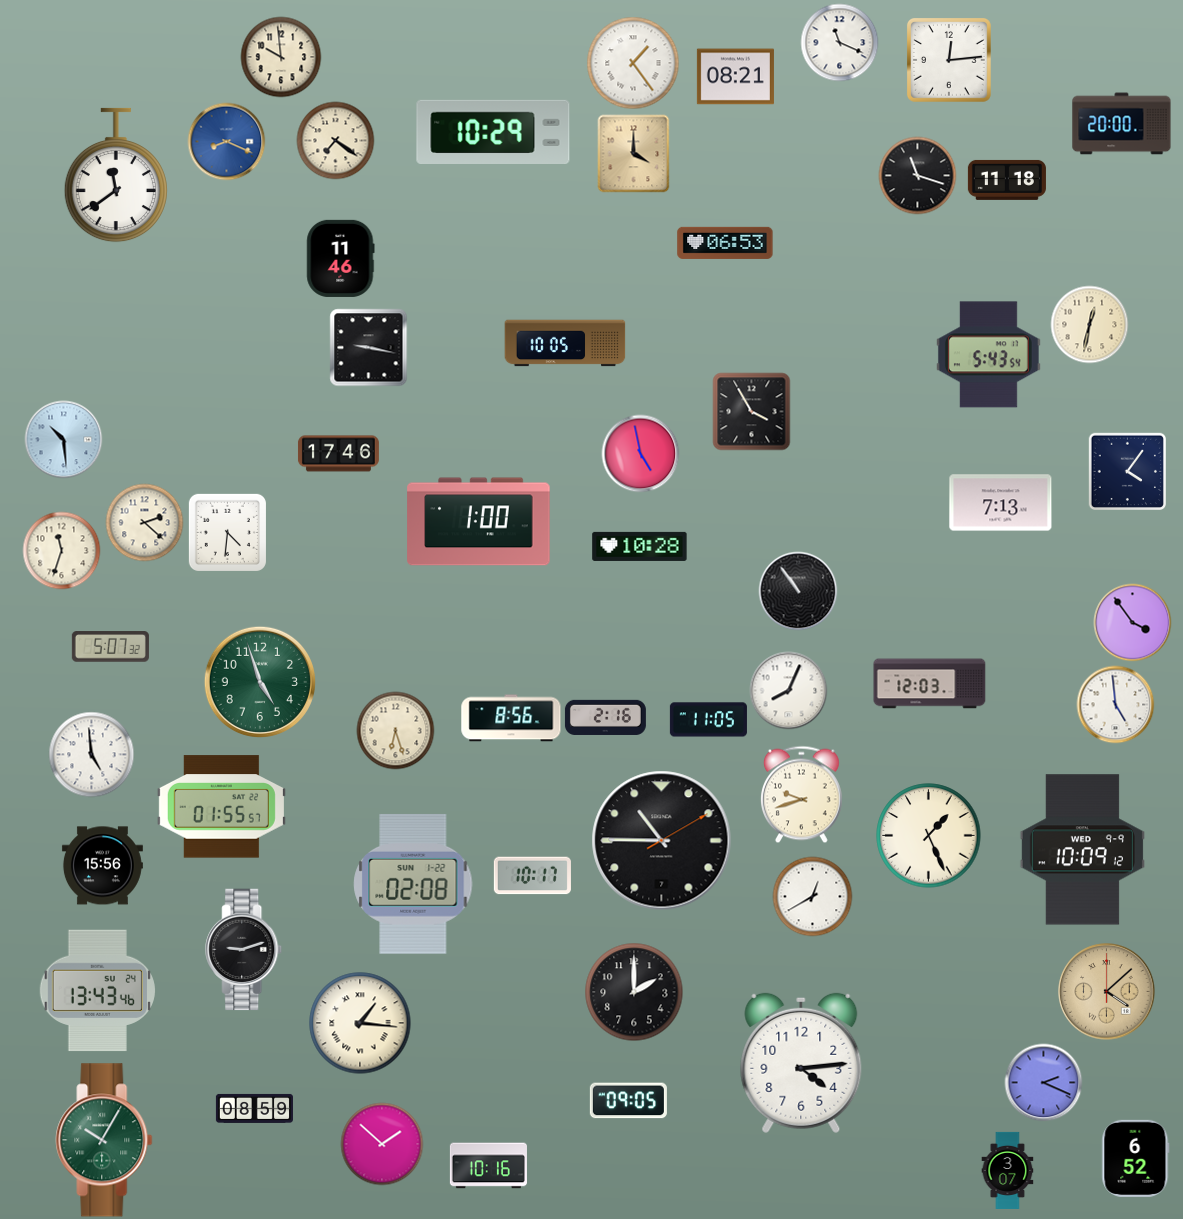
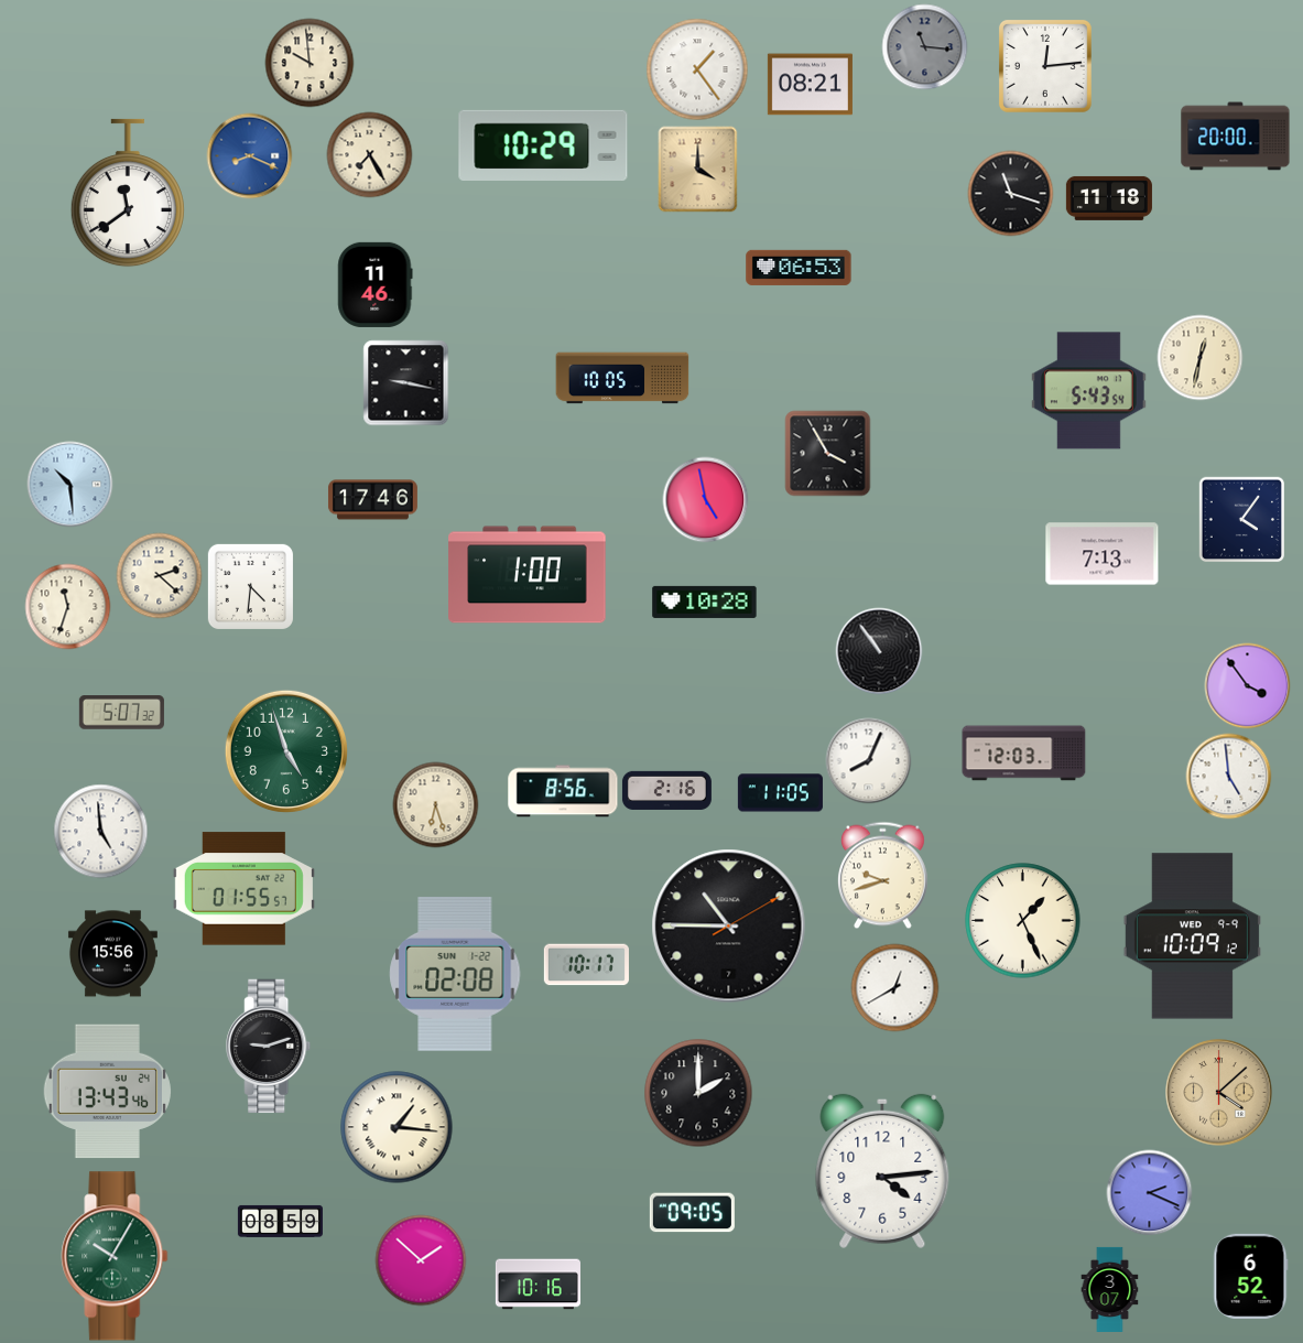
clock at (839, 42): 11:19 -> 11:16
clock at (839, 42) dial: white -> grey
clock at (335, 140): 7:21 -> 7:25
